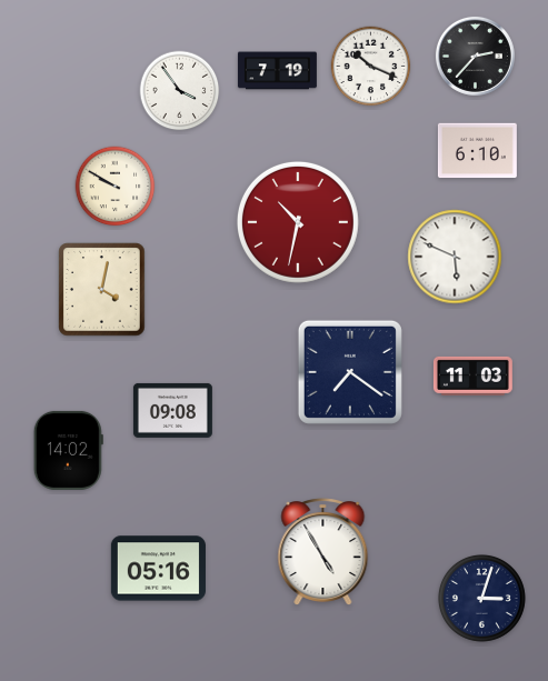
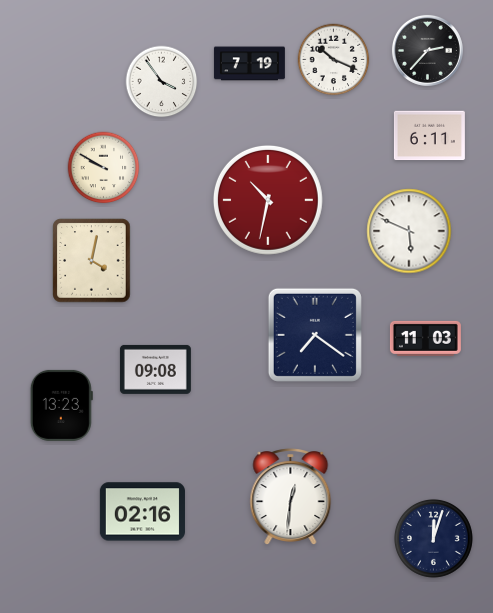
clock at (477, 151): 6:10 -> 6:11
clock at (68, 450): 14:02 -> 13:23
clock at (323, 552): 4:55 -> 12:31
clock at (158, 569): 05:16 -> 02:16
clock at (481, 598): 3:03 -> 12:03
